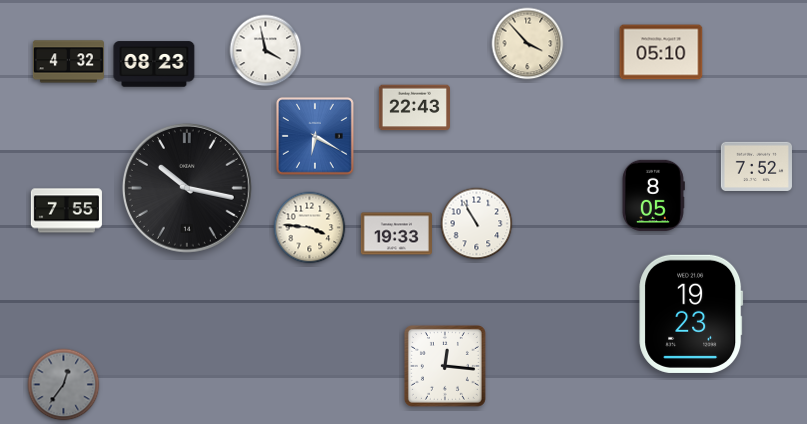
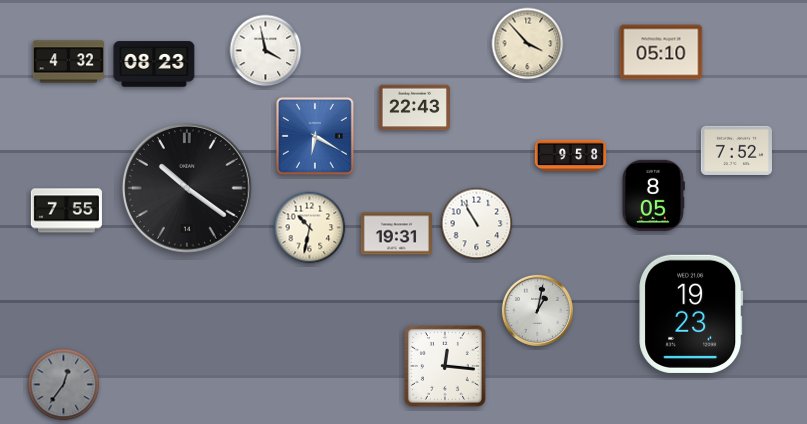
clock at (570, 156): none -> 9:58
clock at (756, 166) position: (756, 166) -> (736, 150)
clock at (187, 188): 10:17 -> 10:21
clock at (310, 228): 3:46 -> 10:32
clock at (396, 234): 19:33 -> 19:31
clock at (537, 310): none -> 1:02
